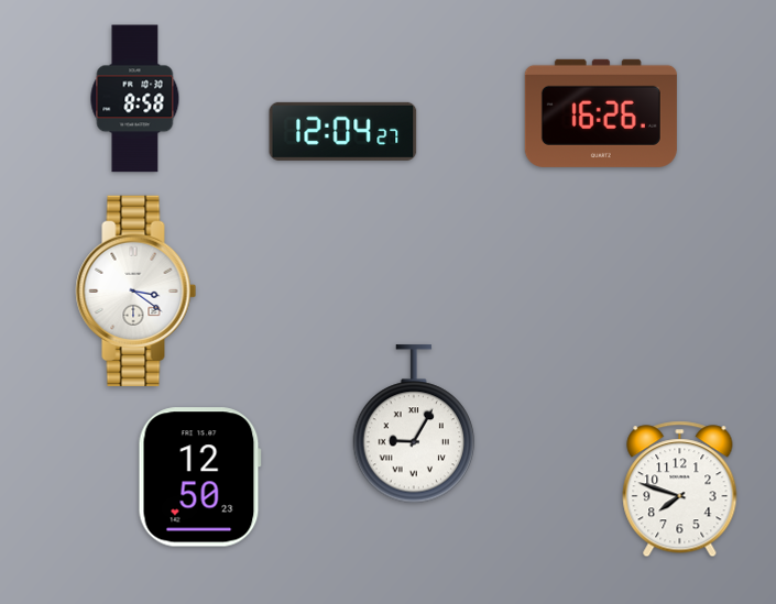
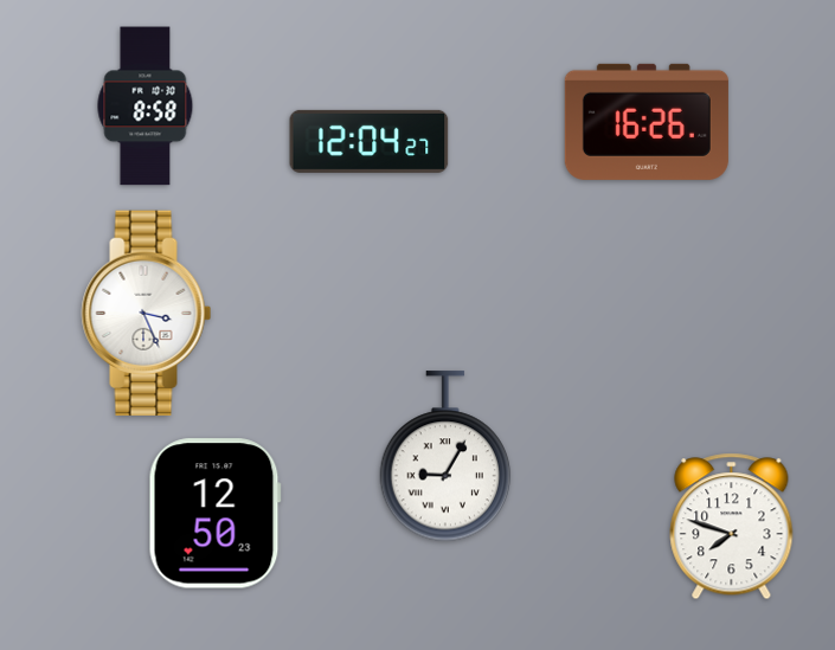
clock at (136, 290): 3:21 -> 3:26
